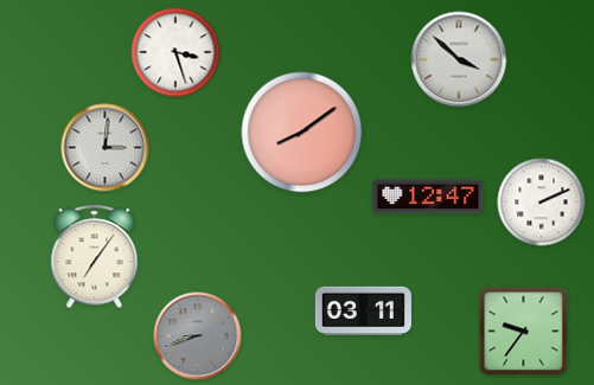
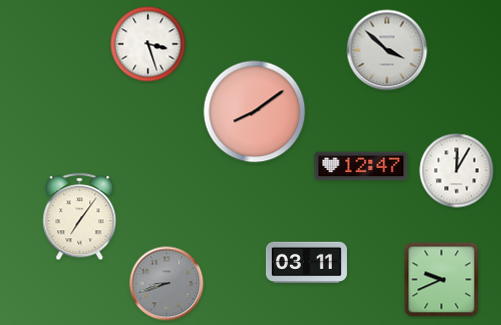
clock at (106, 148): 3:01 -> none
clock at (542, 203): 2:11 -> 12:05
clock at (524, 332): 9:36 -> 9:41
